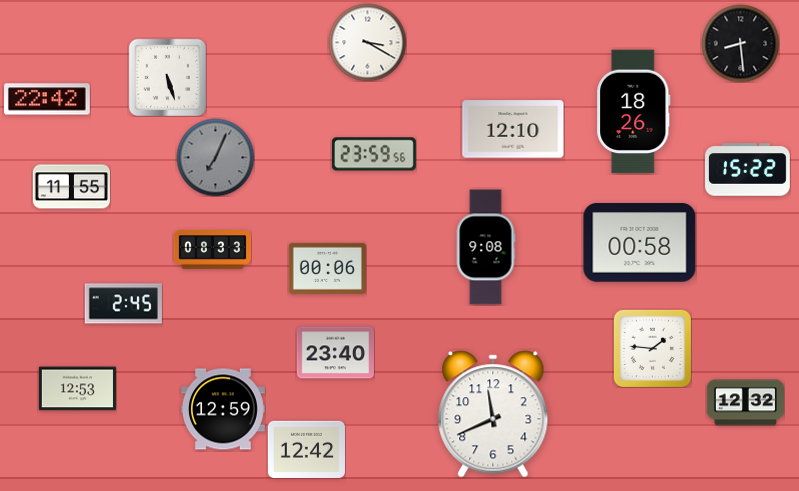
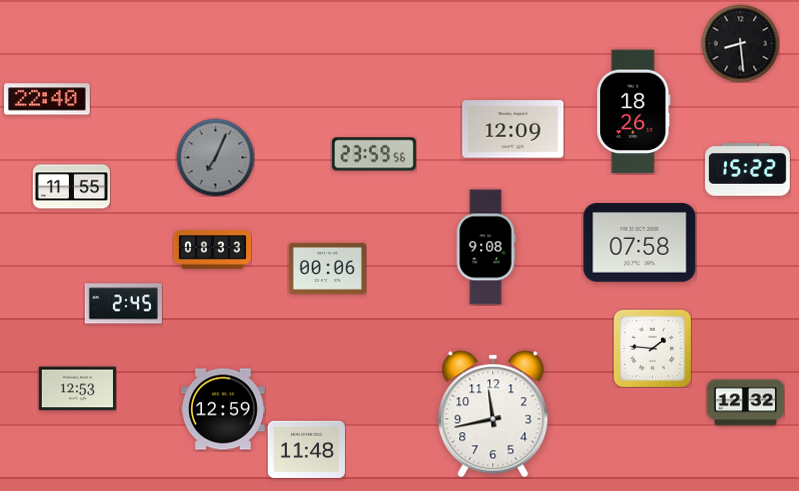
clock at (367, 42): 3:20 -> none
clock at (167, 77): 5:27 -> none
clock at (48, 99): 22:42 -> 22:40
clock at (513, 129): 12:10 -> 12:09
clock at (640, 243): 00:58 -> 07:58
clock at (335, 353): 23:40 -> none
clock at (493, 414): 11:41 -> 11:43
clock at (306, 449): 12:42 -> 11:48
